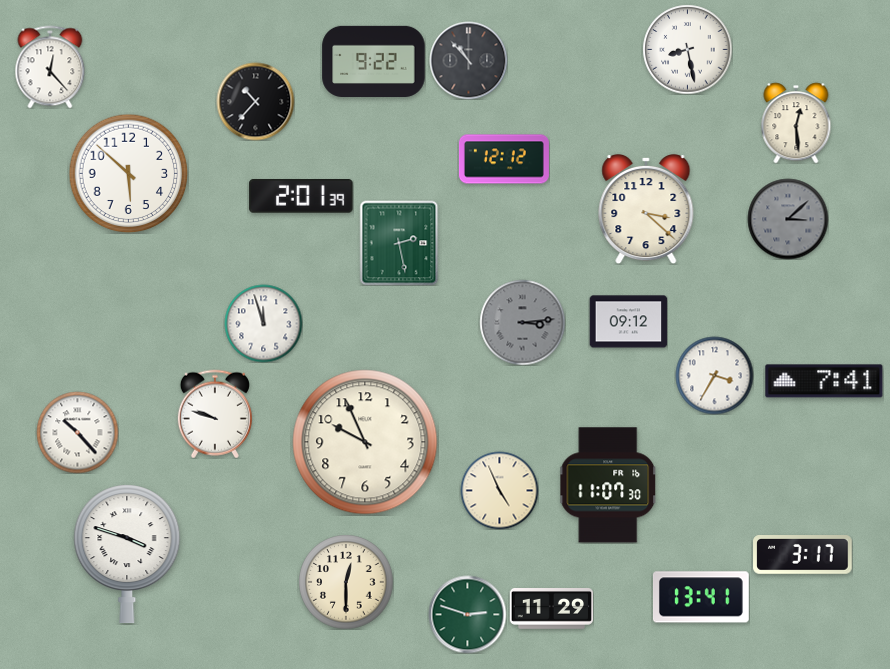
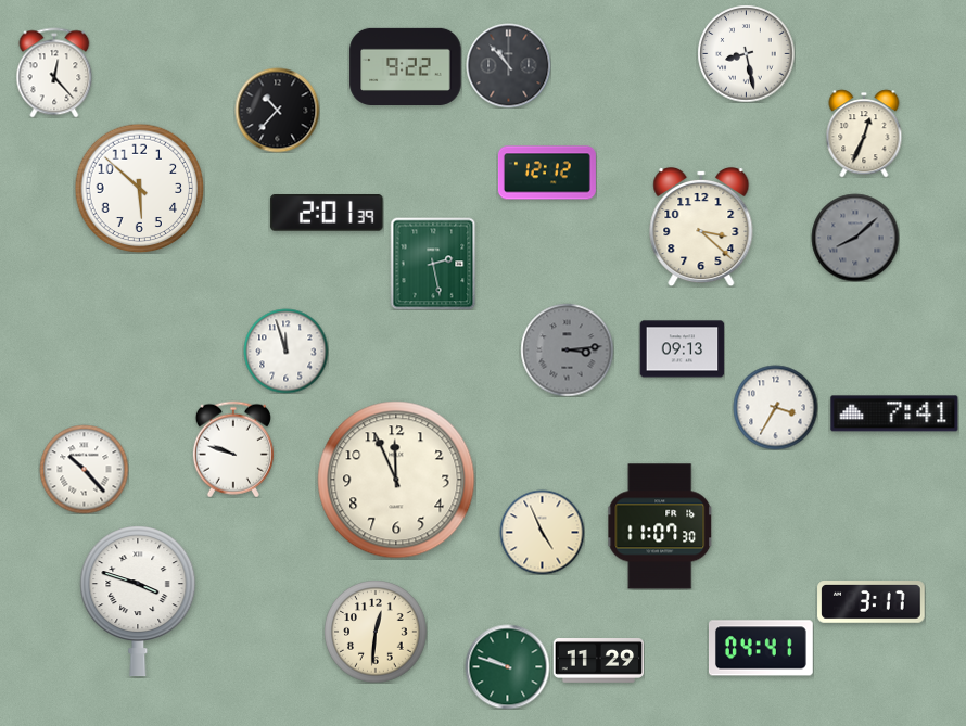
clock at (796, 123): 12:29 -> 12:34
clock at (788, 219): 3:08 -> 8:08
clock at (628, 322): 09:12 -> 09:13
clock at (365, 442): 9:56 -> 11:56
clock at (346, 582): 12:30 -> 12:31
clock at (701, 597): 13:41 -> 04:41
clock at (467, 614): 2:48 -> 9:48
